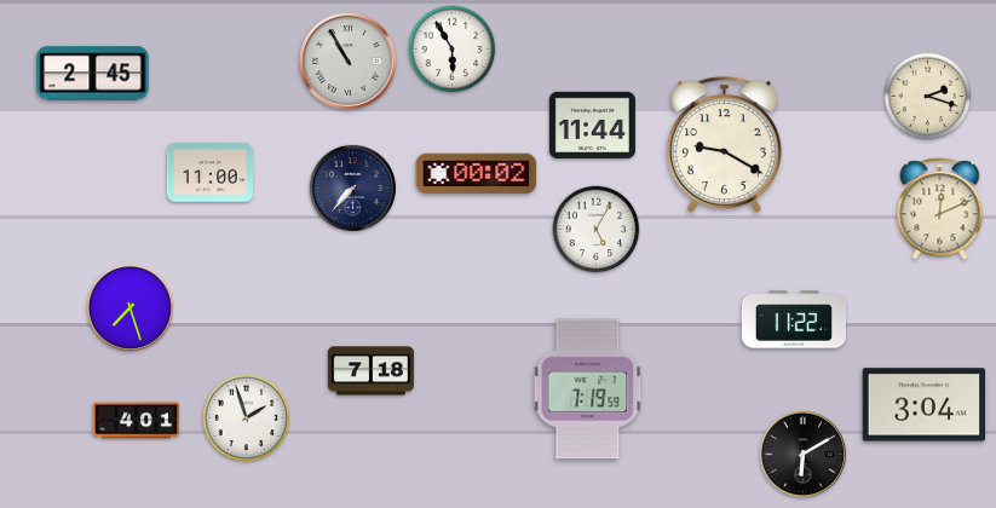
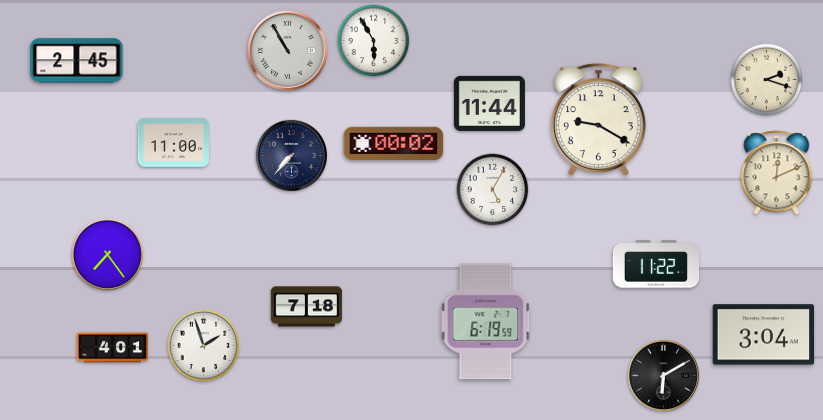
clock at (129, 307): 7:27 -> 7:24
clock at (588, 389): 7:19 -> 6:19
